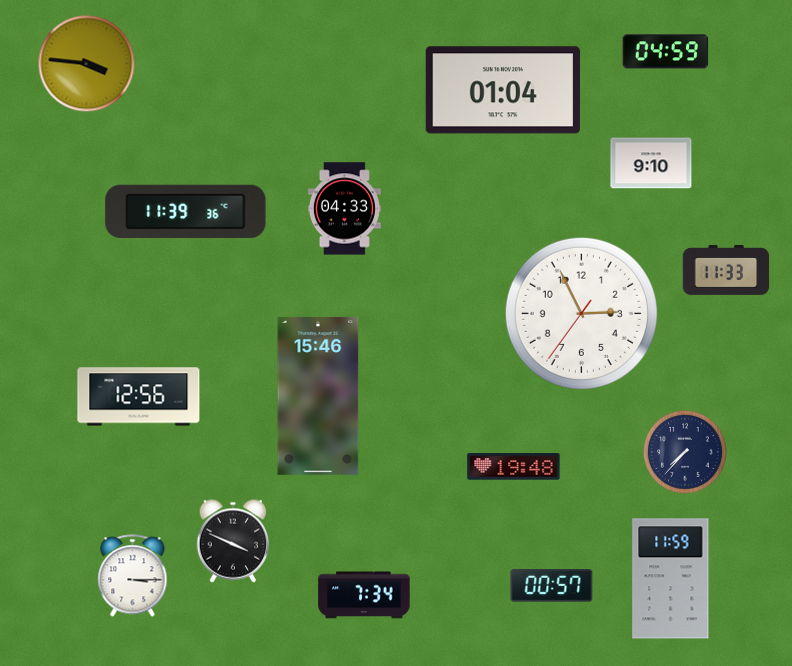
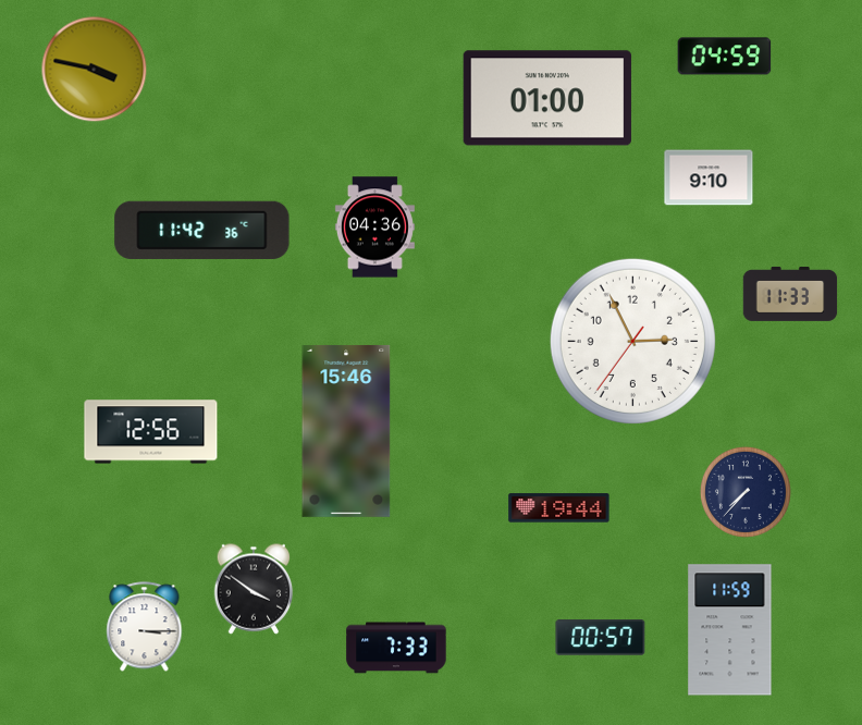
clock at (87, 64): 3:46 -> 3:47
clock at (503, 90): 01:04 -> 01:00
clock at (344, 209): 04:33 -> 04:36
clock at (186, 211): 11:39 -> 11:42
clock at (514, 467): 19:48 -> 19:44
clock at (233, 541): 3:49 -> 3:51
clock at (364, 595): 7:34 -> 7:33
